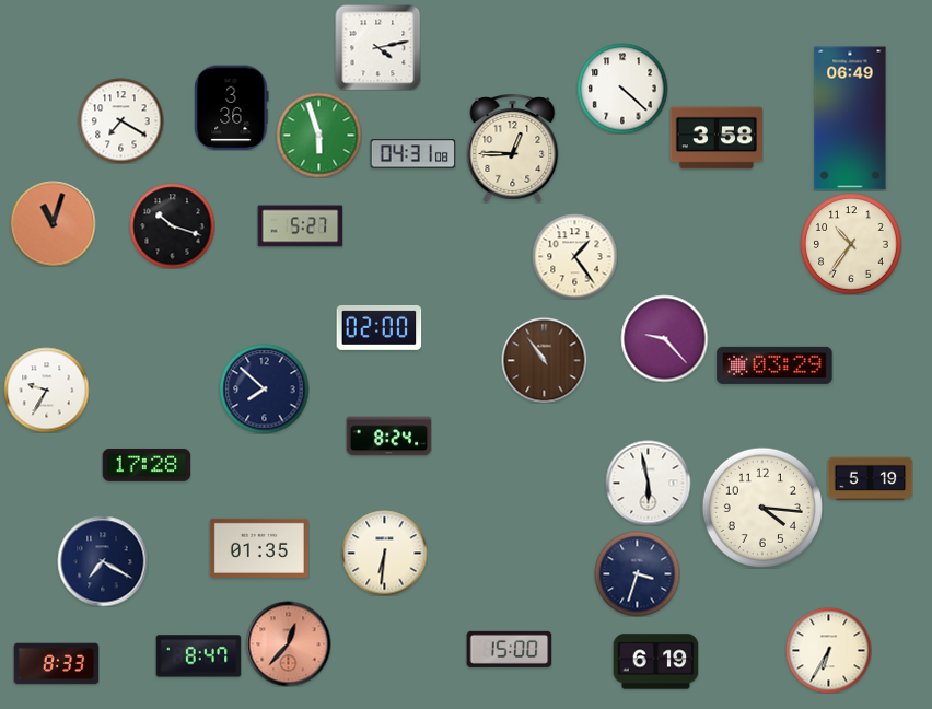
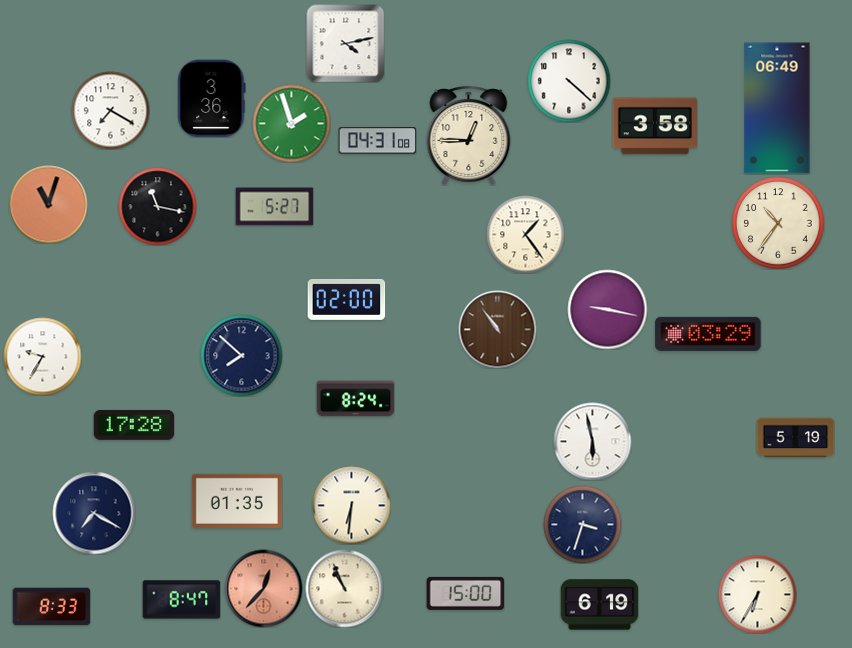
clock at (318, 135): 5:57 -> 1:57
clock at (172, 225): 10:18 -> 11:17
clock at (664, 338): 9:23 -> 9:17
clock at (761, 507): 4:16 -> none
clock at (344, 588): none -> 10:56
